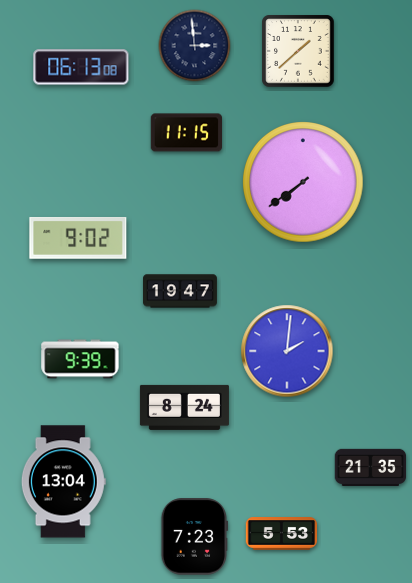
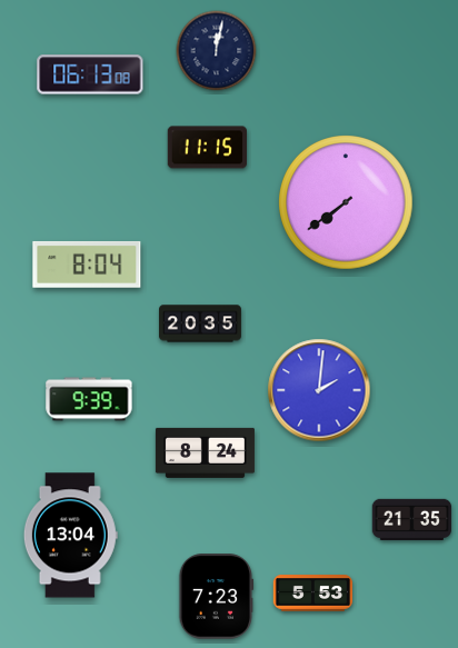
clock at (195, 46): 2:59 -> 12:02
clock at (298, 51): 1:38 -> none
clock at (303, 182) position: (303, 182) -> (346, 202)
clock at (78, 238): 9:02 -> 8:04
clock at (181, 291): 19:47 -> 20:35
